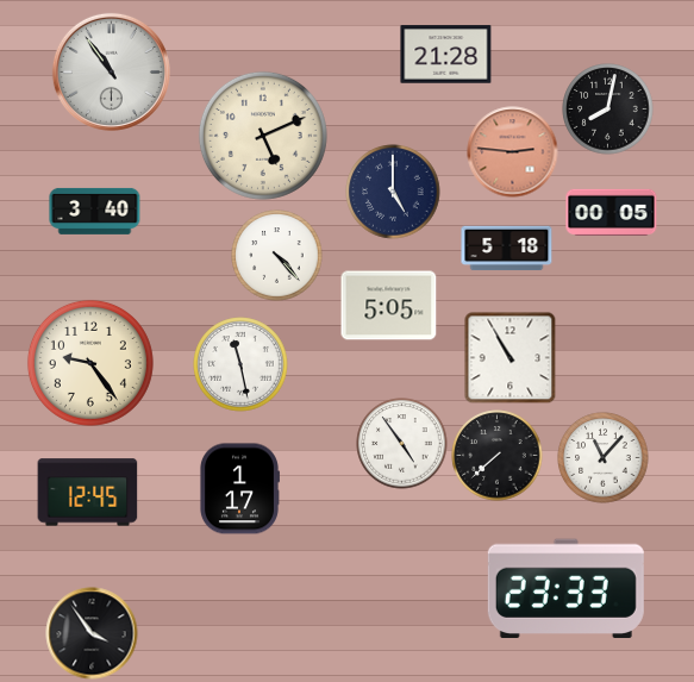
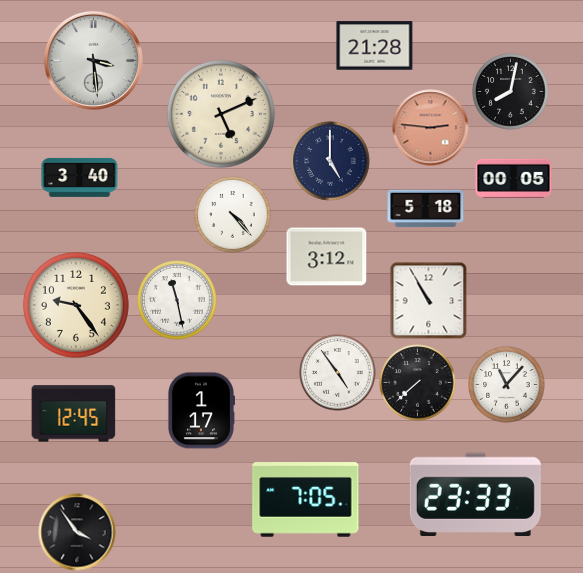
clock at (111, 71): 10:54 -> 3:29
clock at (389, 306): 5:05 -> 3:12
clock at (240, 364) position: (240, 364) -> (177, 300)
clock at (306, 500): none -> 7:05
